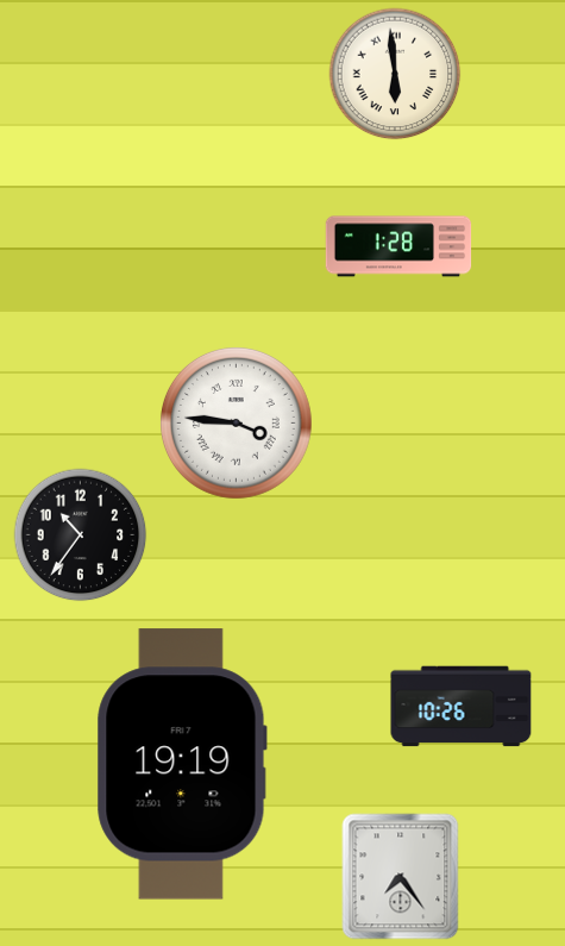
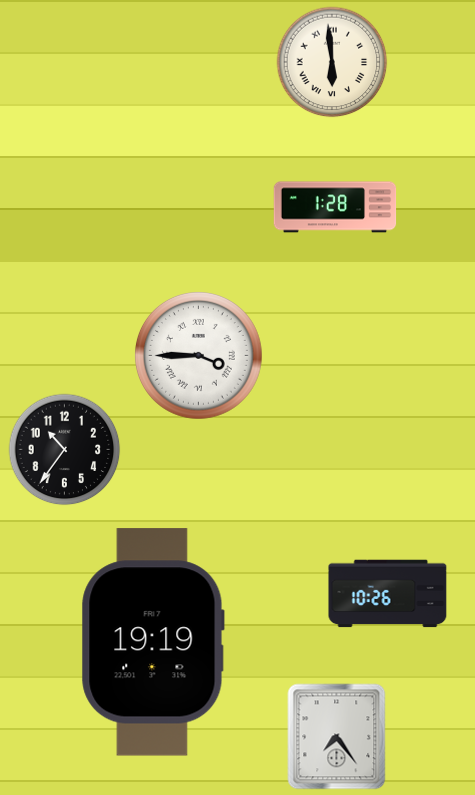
clock at (237, 424): 3:46 -> 3:45
clock at (81, 535) position: (81, 535) -> (65, 450)
